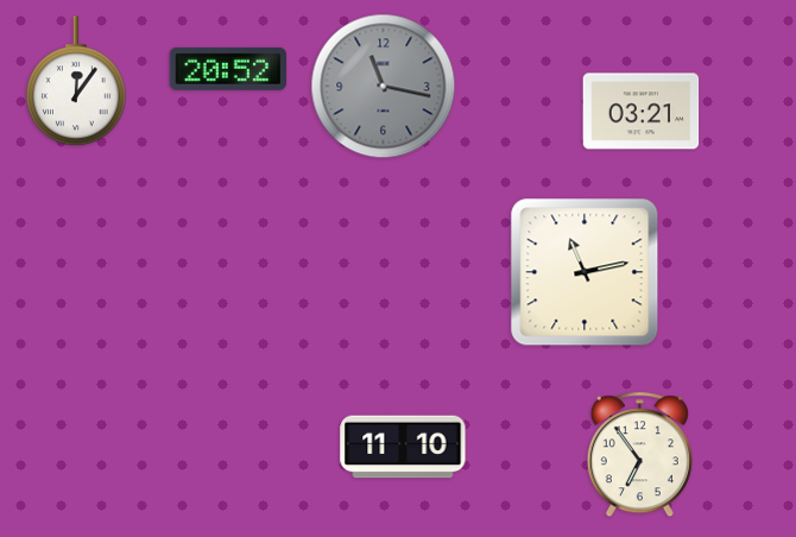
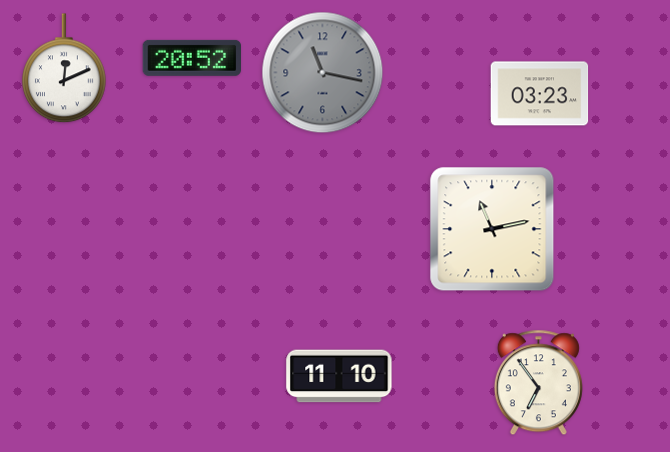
clock at (77, 82): 12:06 -> 12:11
clock at (642, 112): 03:21 -> 03:23
